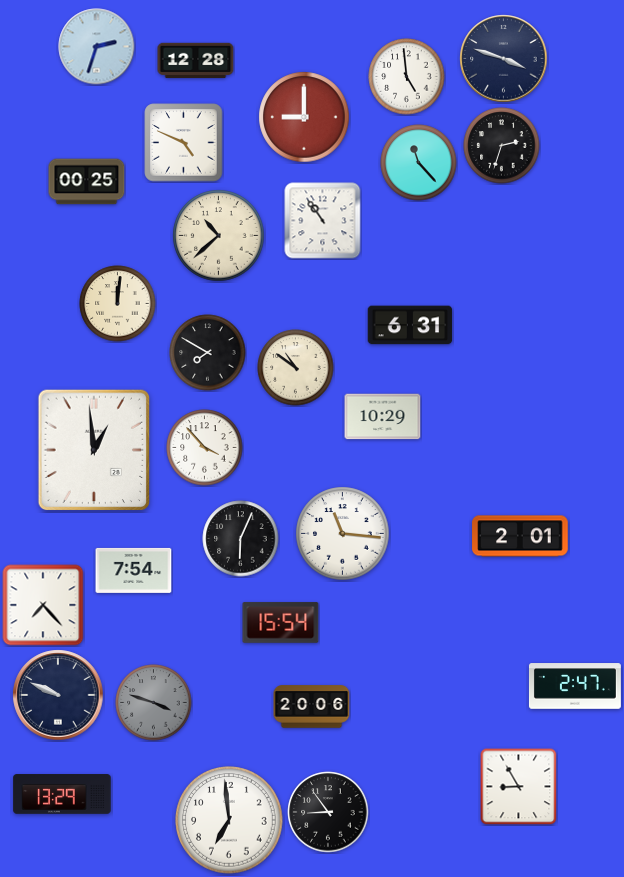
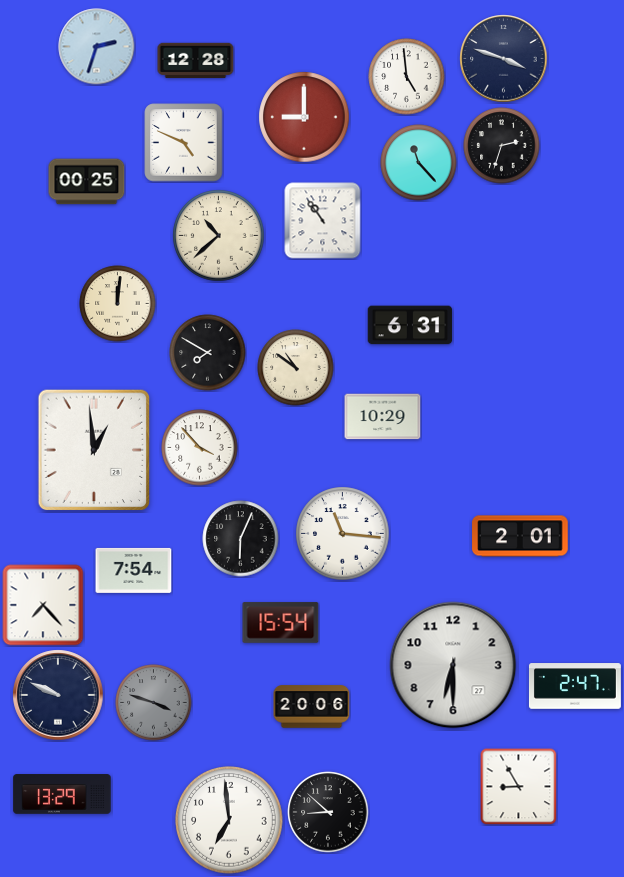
clock at (205, 448) position: (205, 448) -> (200, 448)
clock at (453, 665): none -> 6:30
clock at (328, 812): 8:54 -> 8:52
